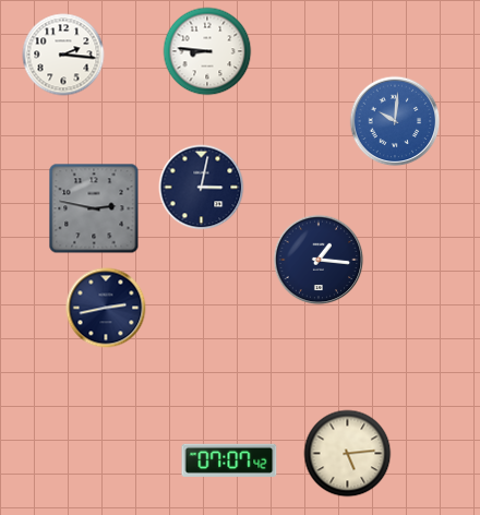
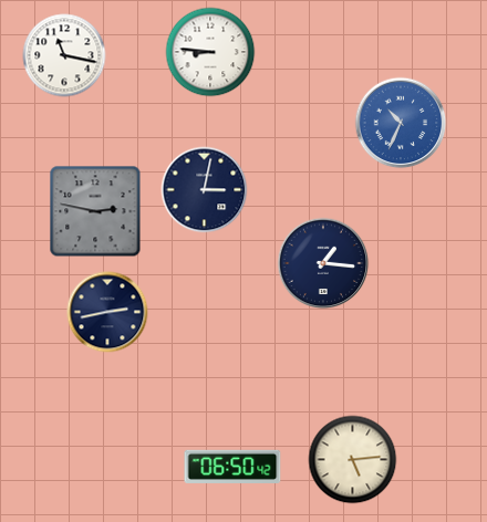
clock at (63, 55): 2:16 -> 11:17
clock at (395, 121): 10:01 -> 10:34
clock at (229, 460): 07:07 -> 06:50
